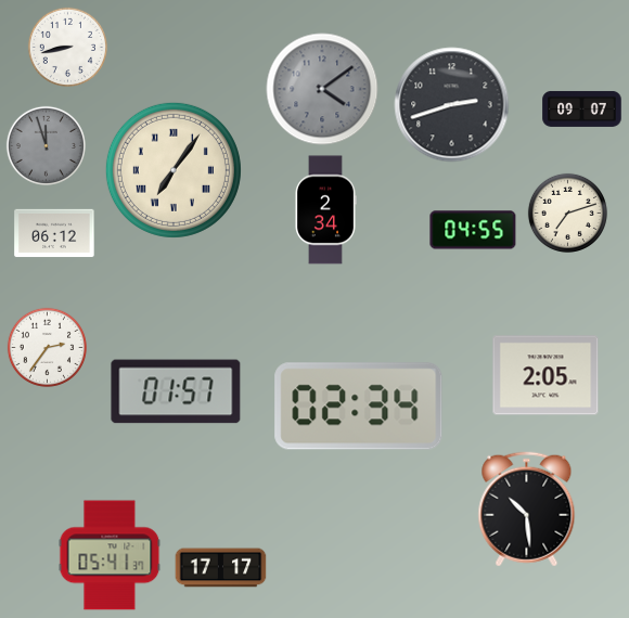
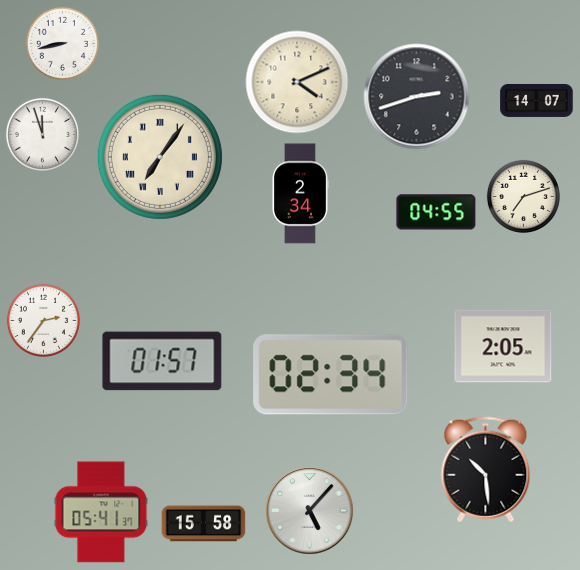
clock at (322, 89): 4:09 -> 4:11
clock at (322, 89) dial: grey -> cream
clock at (582, 108): 09:07 -> 14:07
clock at (46, 145) dial: grey -> white
clock at (54, 233): 06:12 -> none
clock at (310, 511): none -> 5:07
clock at (221, 568): 17:17 -> 15:58
